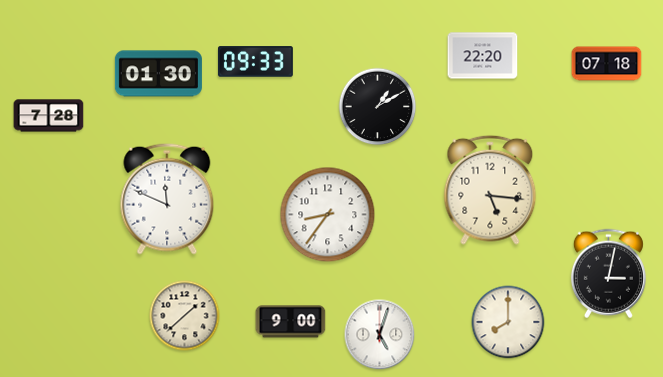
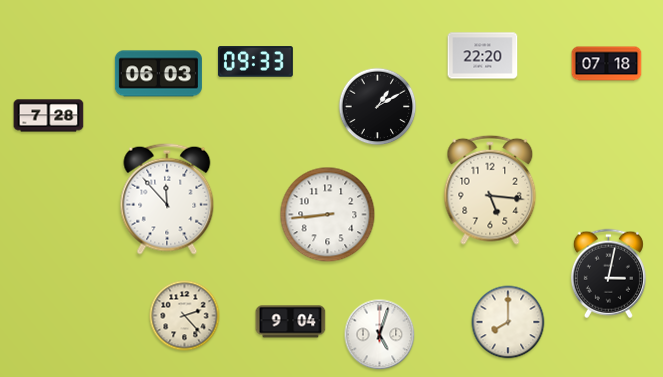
clock at (158, 74): 01:30 -> 06:03
clock at (167, 199): 11:49 -> 11:53
clock at (328, 215): 8:36 -> 8:44
clock at (185, 316): 1:38 -> 2:23
clock at (291, 322): 9:00 -> 9:04
